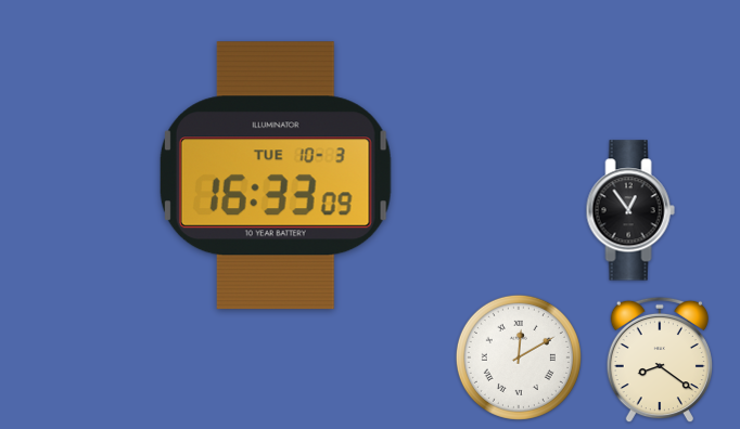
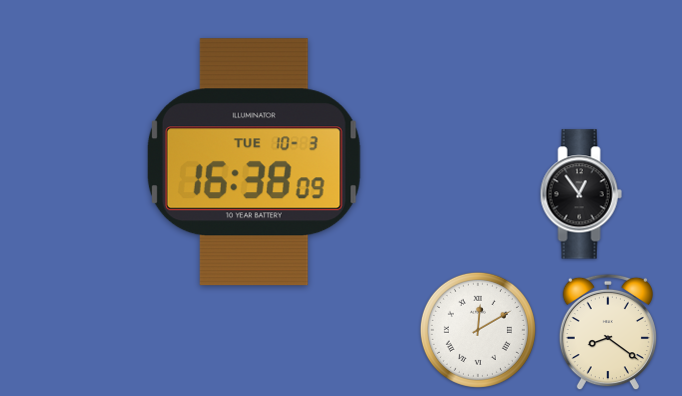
clock at (276, 175): 16:33 -> 16:38
